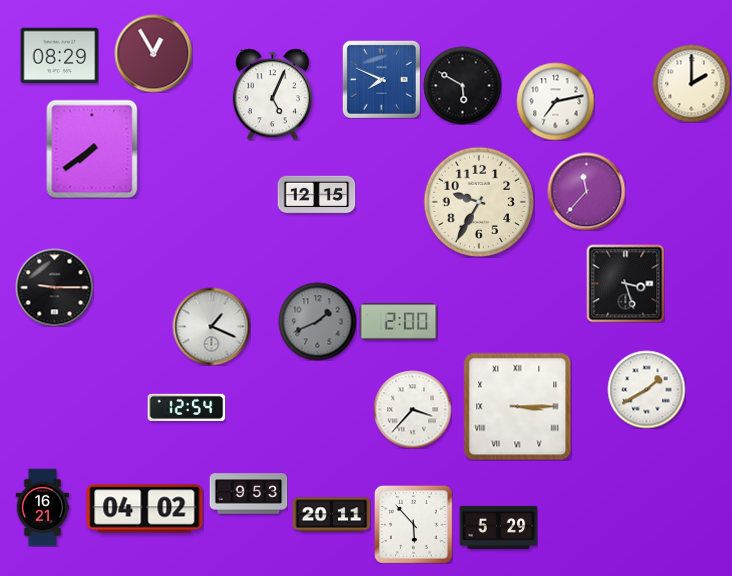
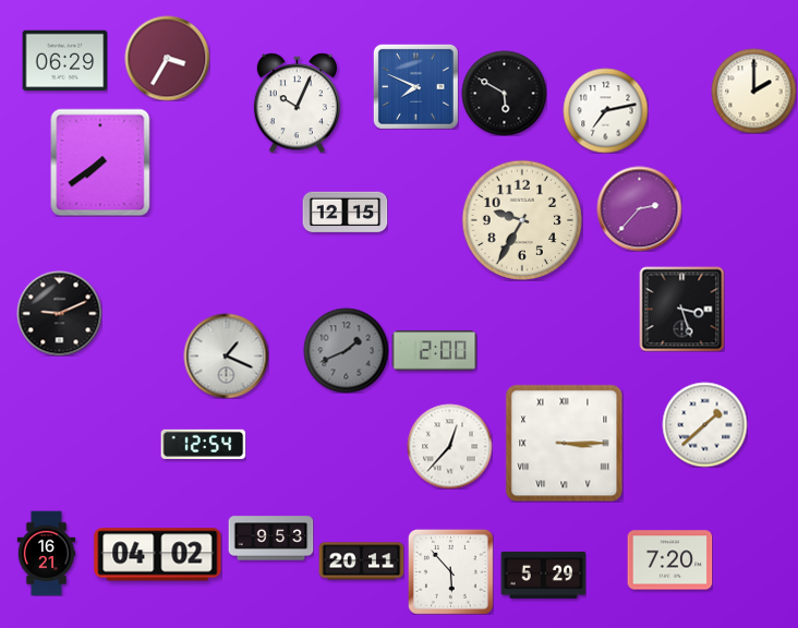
clock at (153, 53): 12:55 -> 3:35
clock at (59, 56): 08:29 -> 06:29
clock at (272, 94): 5:04 -> 10:04
clock at (586, 191): 11:37 -> 2:37
clock at (54, 287): 9:15 -> 9:11
clock at (211, 326) position: (211, 326) -> (226, 355)
clock at (646, 389): 1:40 -> 1:38
clock at (412, 409): 3:37 -> 12:37
clock at (669, 560): none -> 7:20
